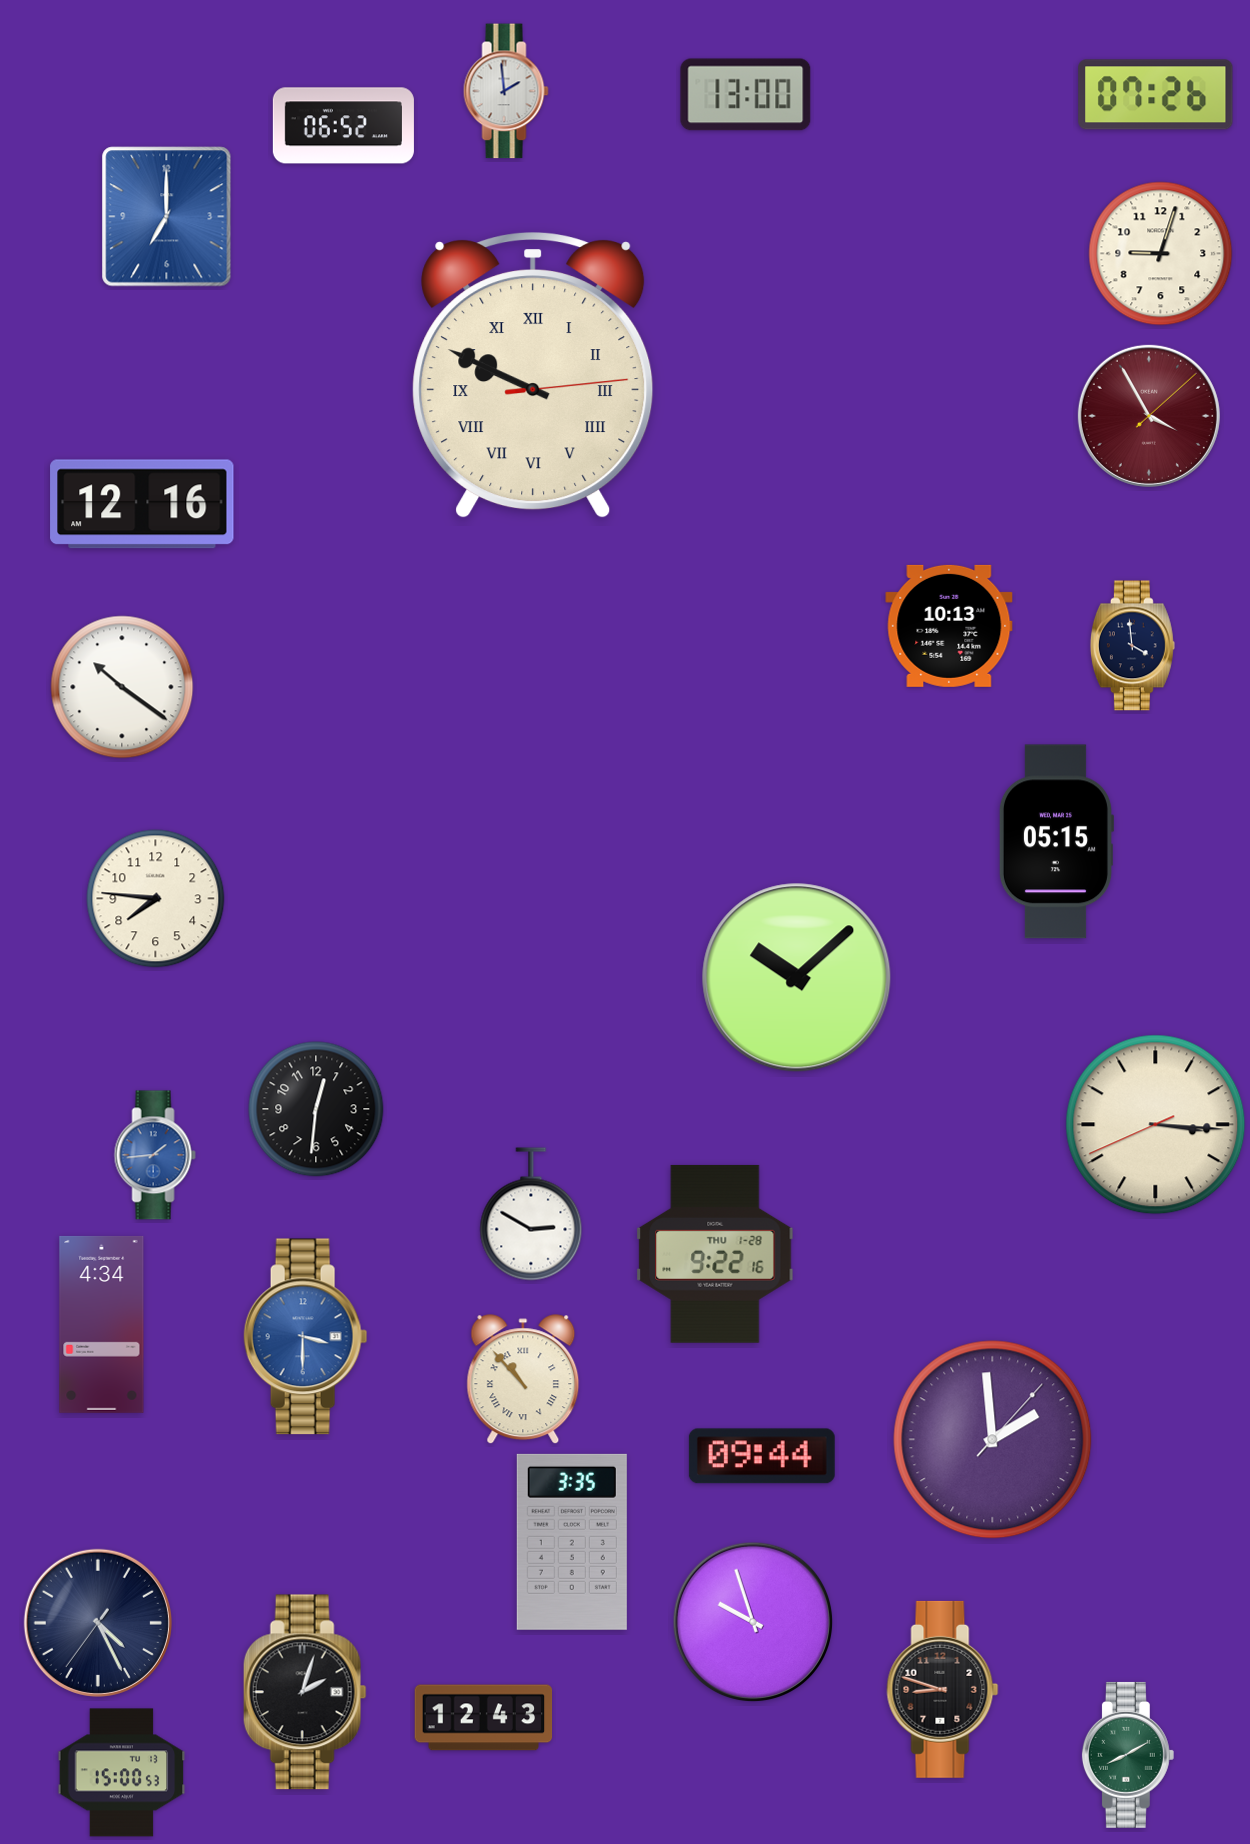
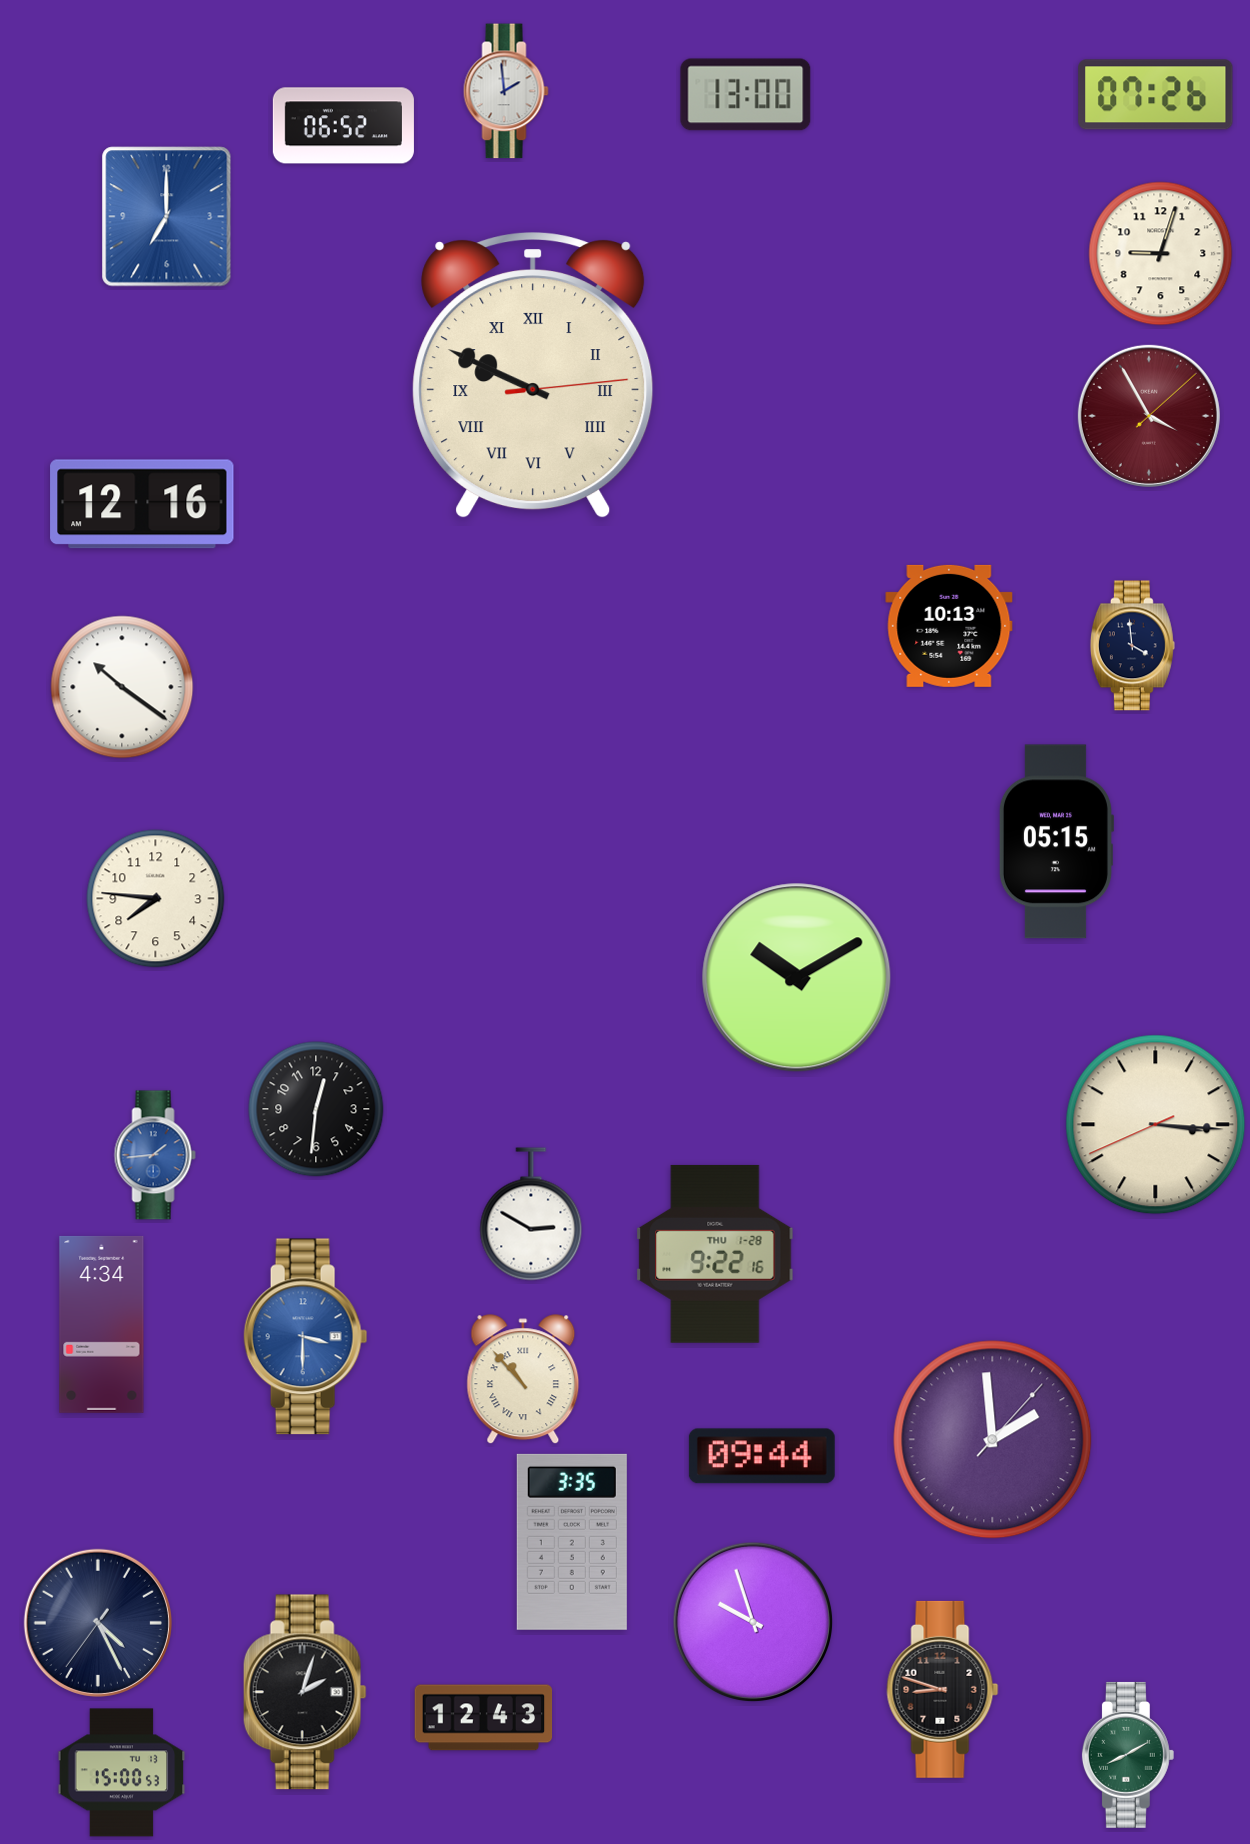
clock at (797, 978): 10:08 -> 10:10
